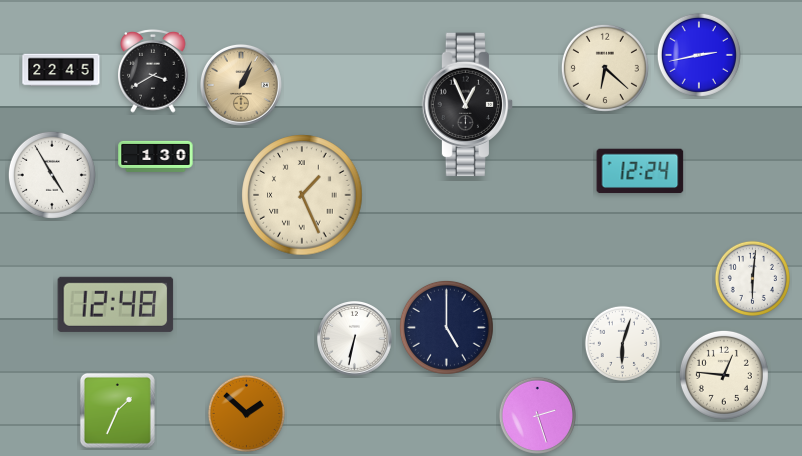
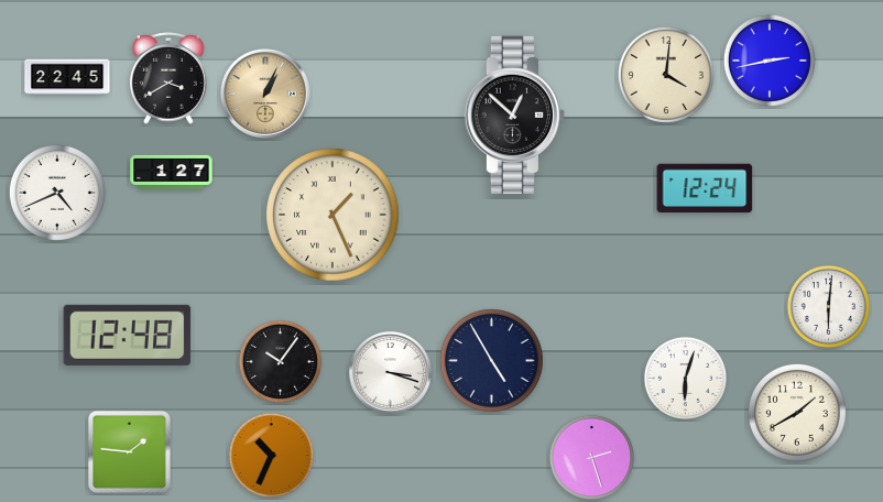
clock at (605, 68): 6:22 -> 4:01
clock at (468, 105): 12:56 -> 12:52
clock at (156, 156): 1:30 -> 1:27
clock at (52, 175): 4:55 -> 4:41
clock at (446, 327): 5:00 -> 4:55
clock at (280, 361): none -> 10:06
clock at (355, 339): 6:32 -> 3:18
clock at (724, 375): 12:46 -> 1:40
clock at (117, 410): 1:34 -> 1:46
clock at (246, 413): 1:52 -> 10:34
